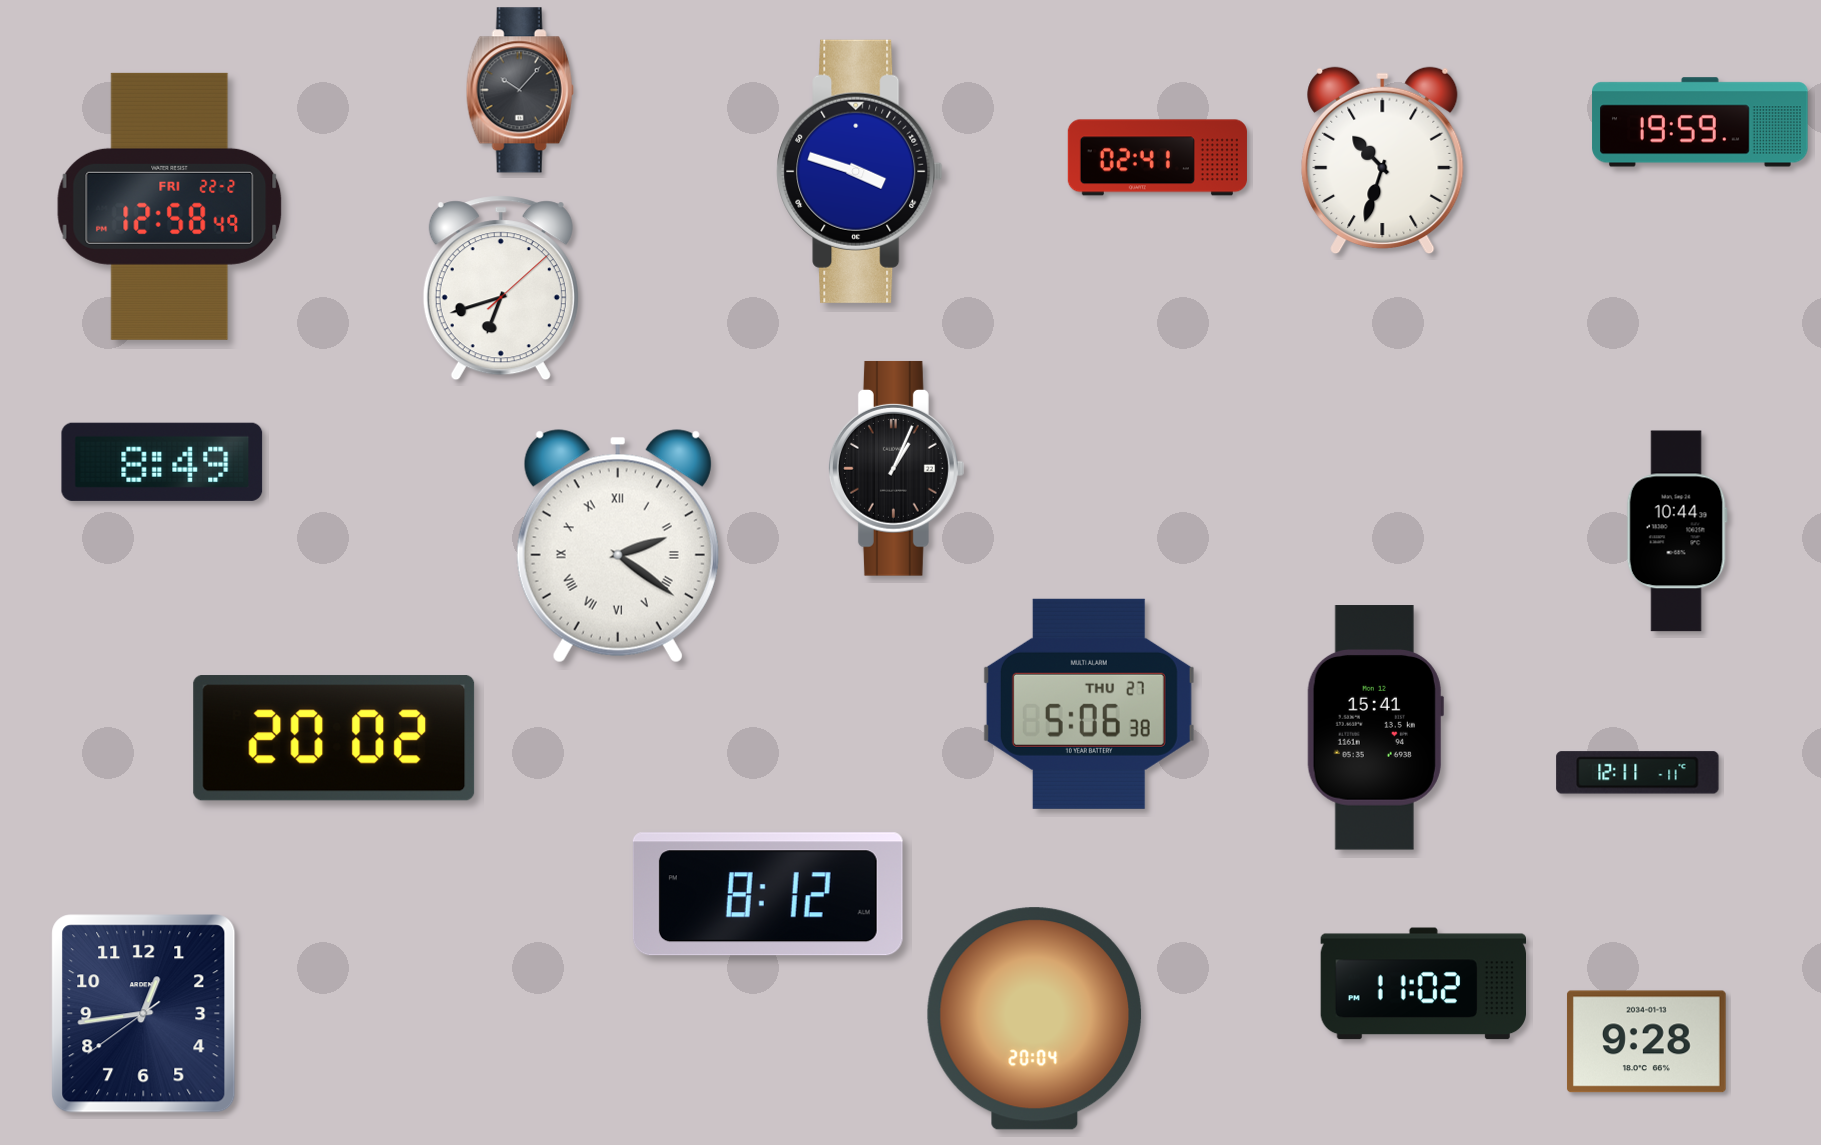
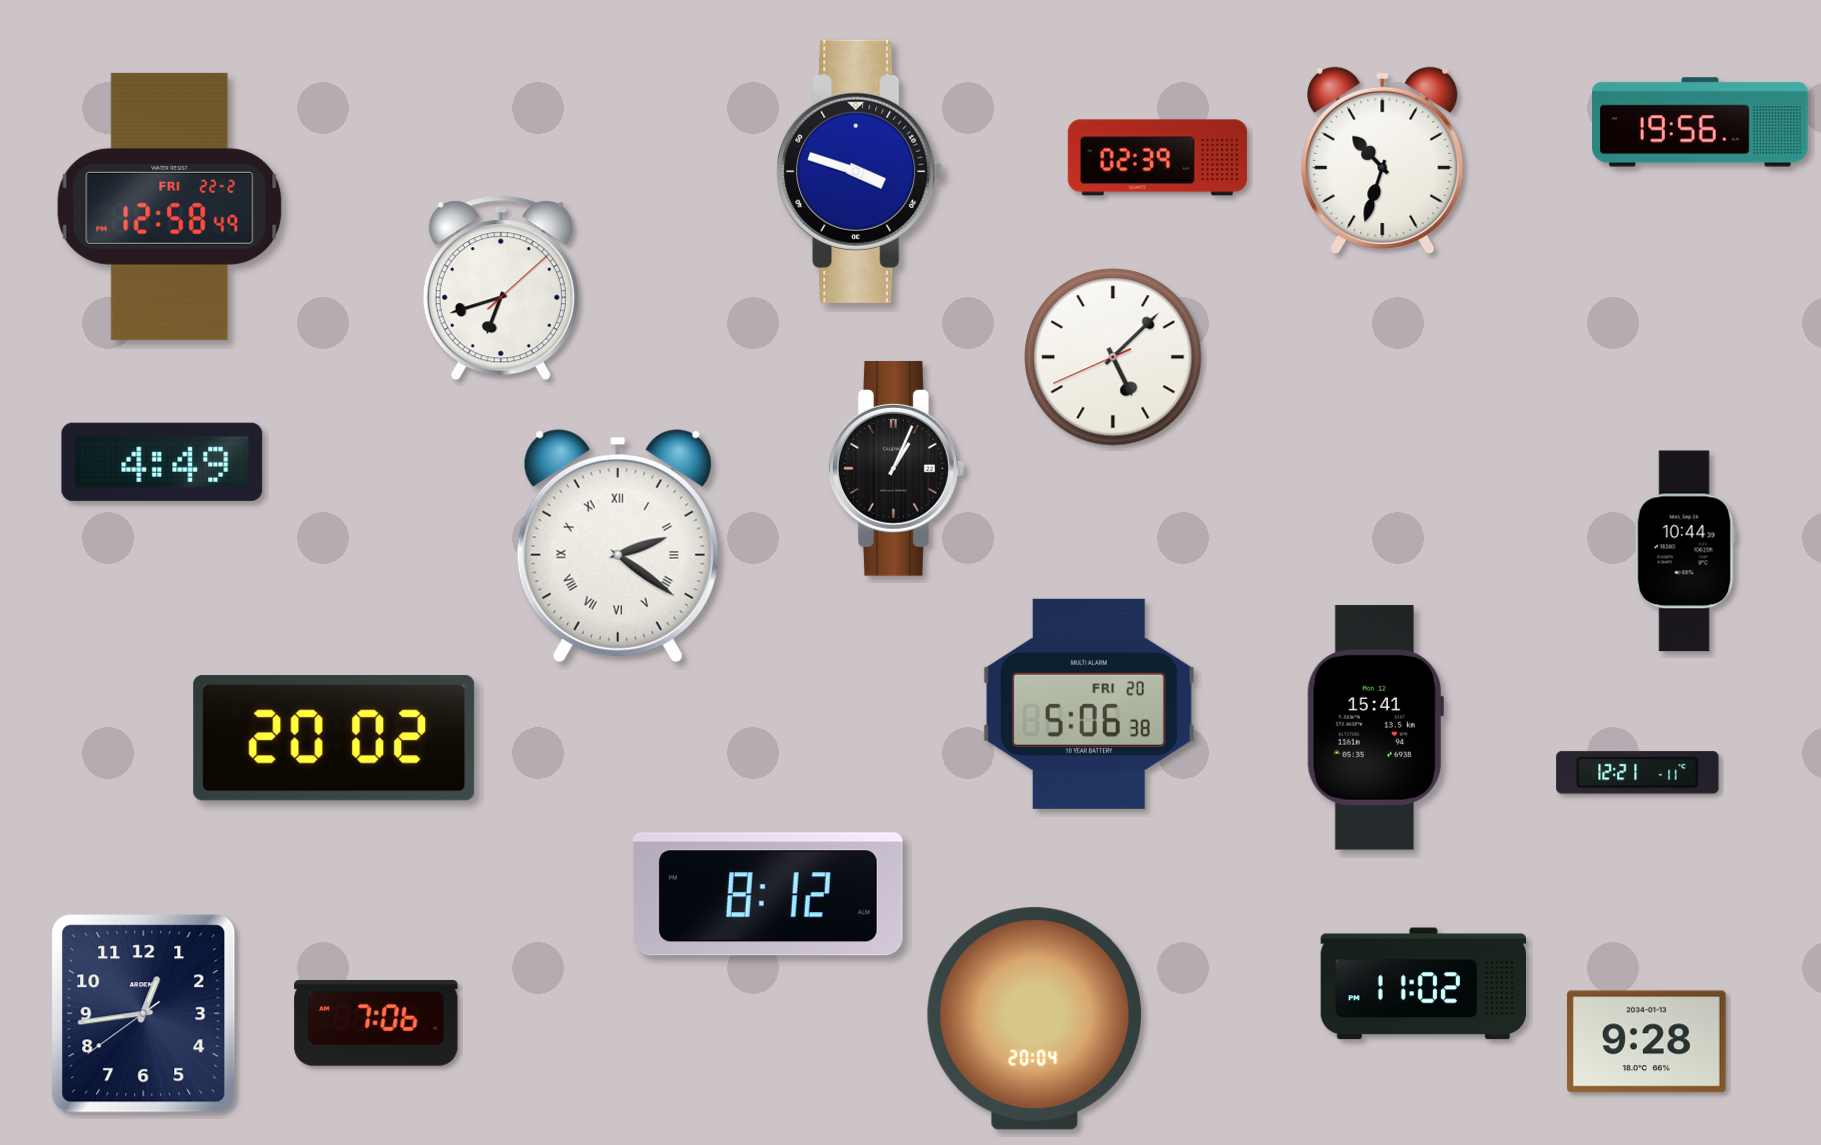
clock at (520, 90): 10:07 -> none
clock at (1700, 122): 19:59 -> 19:56
clock at (1157, 158): 02:41 -> 02:39
clock at (1113, 357): none -> 5:07
clock at (162, 462): 8:49 -> 4:49
clock at (1677, 531) position: (1677, 531) -> (1685, 551)
clock at (1089, 704) date: THU 27 -> FRI 20
clock at (1638, 773): 12:11 -> 12:21
clock at (376, 1023): none -> 7:06
